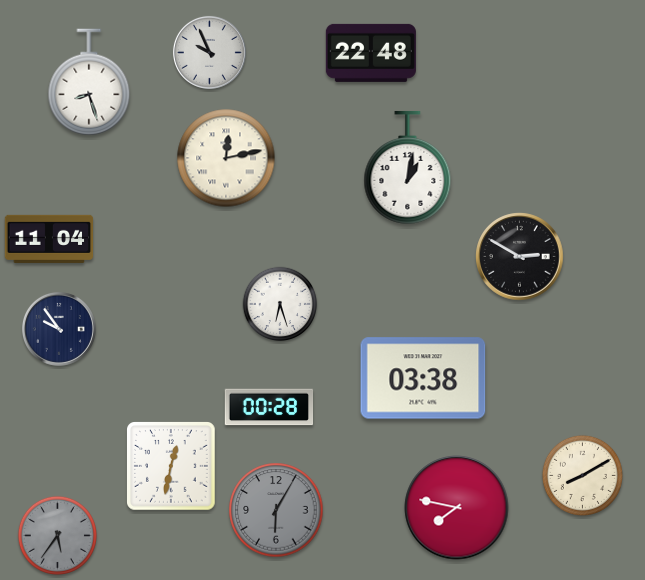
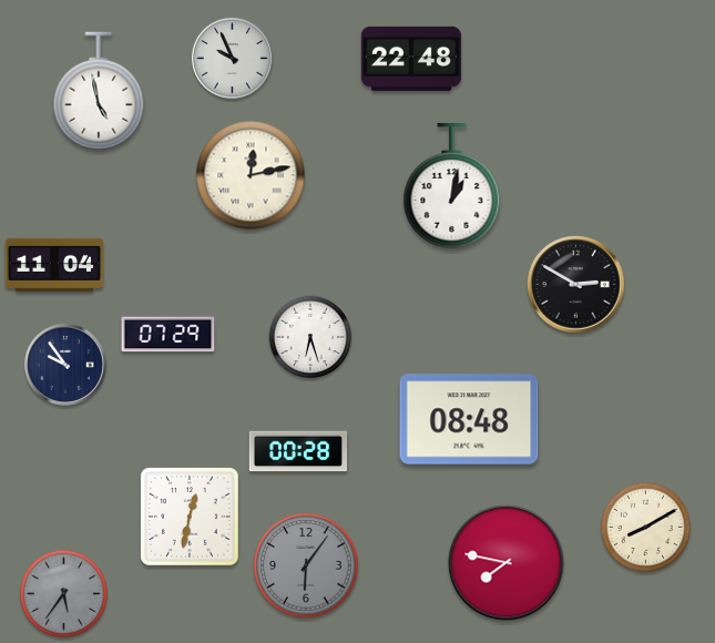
clock at (89, 82): 8:27 -> 4:58
clock at (168, 335): none -> 07:29
clock at (423, 378): 03:38 -> 08:48
clock at (276, 510): 6:05 -> 6:06
